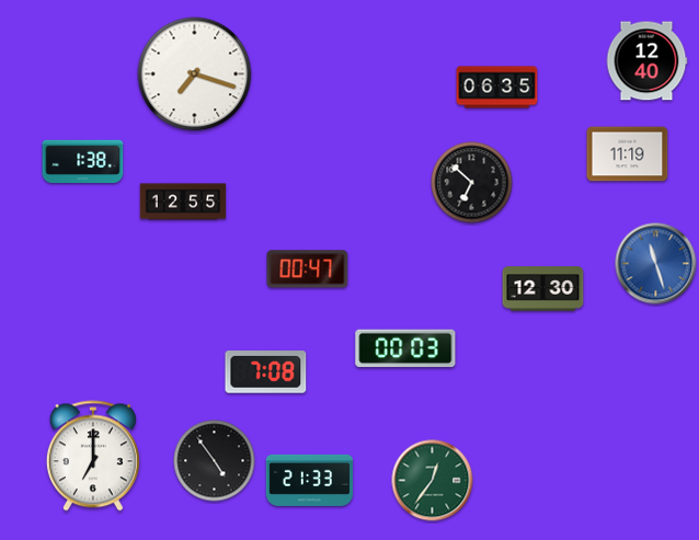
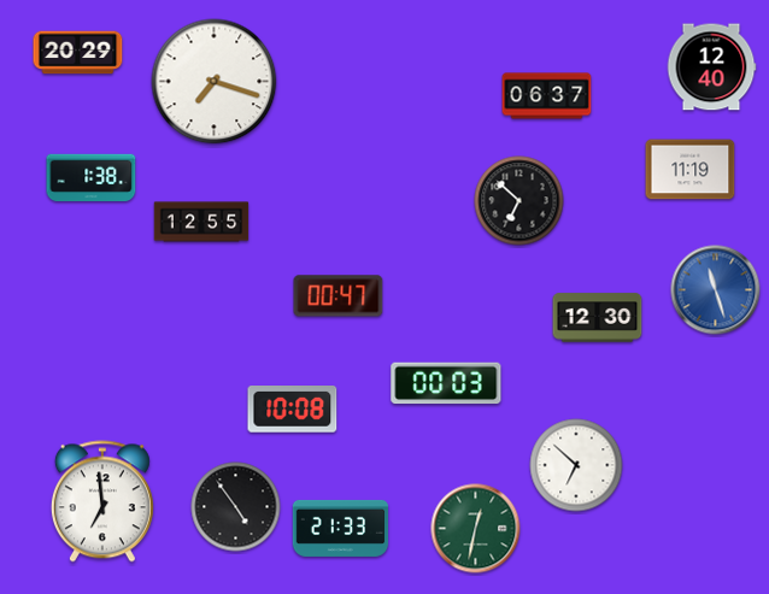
clock at (78, 53): none -> 20:29
clock at (497, 88): 06:35 -> 06:37
clock at (656, 264) position: (656, 264) -> (716, 290)
clock at (266, 372): 7:08 -> 10:08
clock at (576, 465): none -> 6:52
clock at (93, 456): 7:00 -> 6:59
clock at (433, 481): 12:36 -> 12:32
